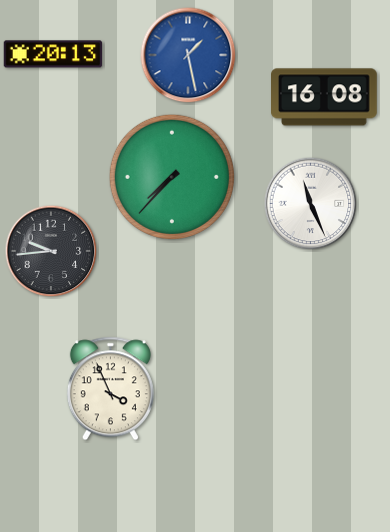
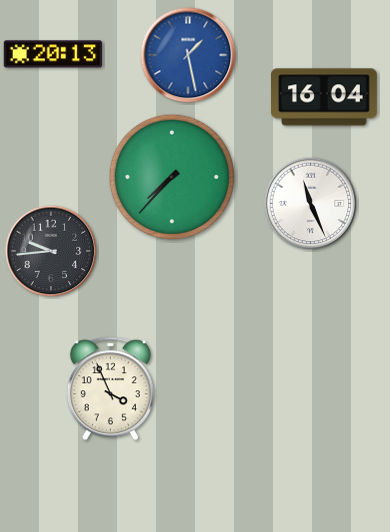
clock at (325, 97): 16:08 -> 16:04
